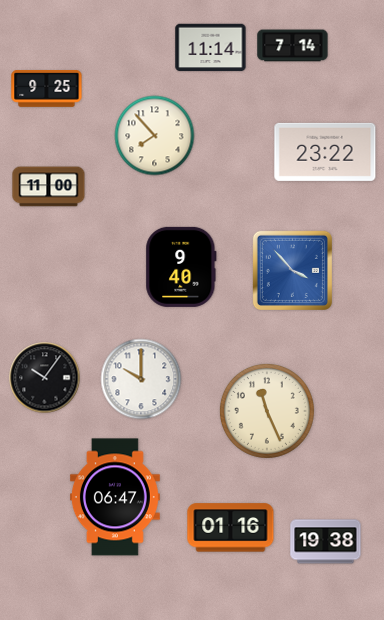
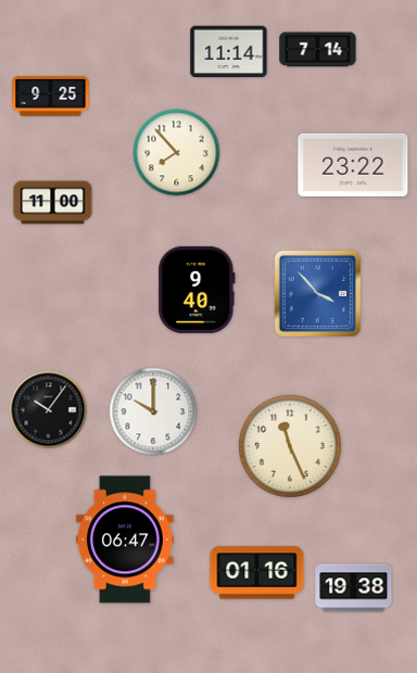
clock at (155, 136) position: (155, 136) -> (177, 153)
clock at (231, 528) position: (231, 528) -> (257, 573)
